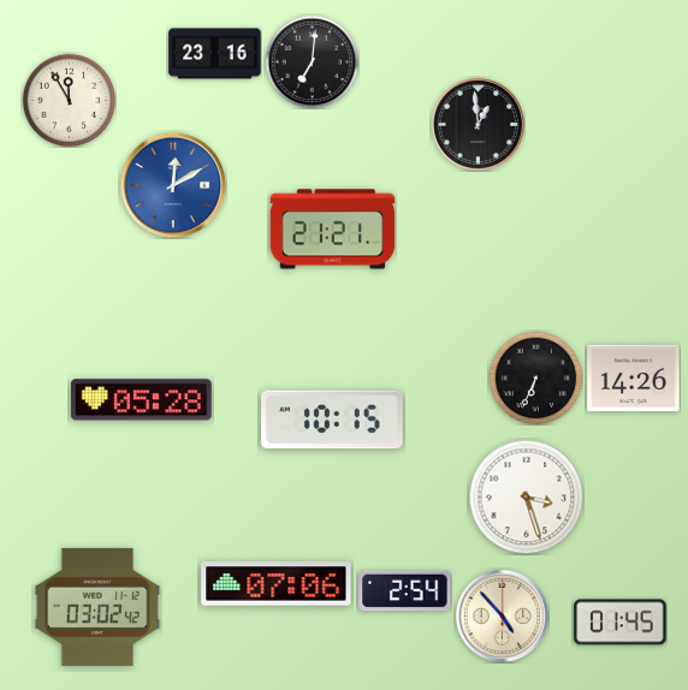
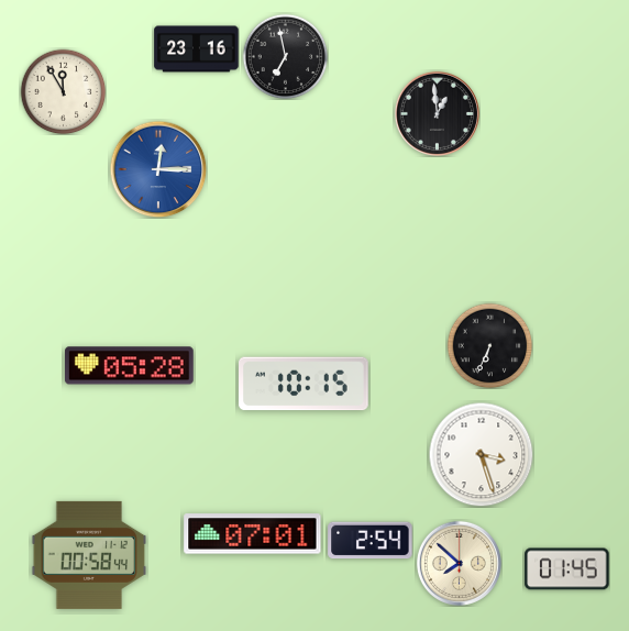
clock at (312, 61): 7:01 -> 6:58
clock at (173, 185): 12:10 -> 12:15
clock at (333, 230): 21:21 -> none
clock at (634, 379): 14:26 -> none
clock at (277, 584): 07:06 -> 07:01
clock at (97, 607): 03:02 -> 00:58
clock at (502, 615): 4:53 -> 7:52
